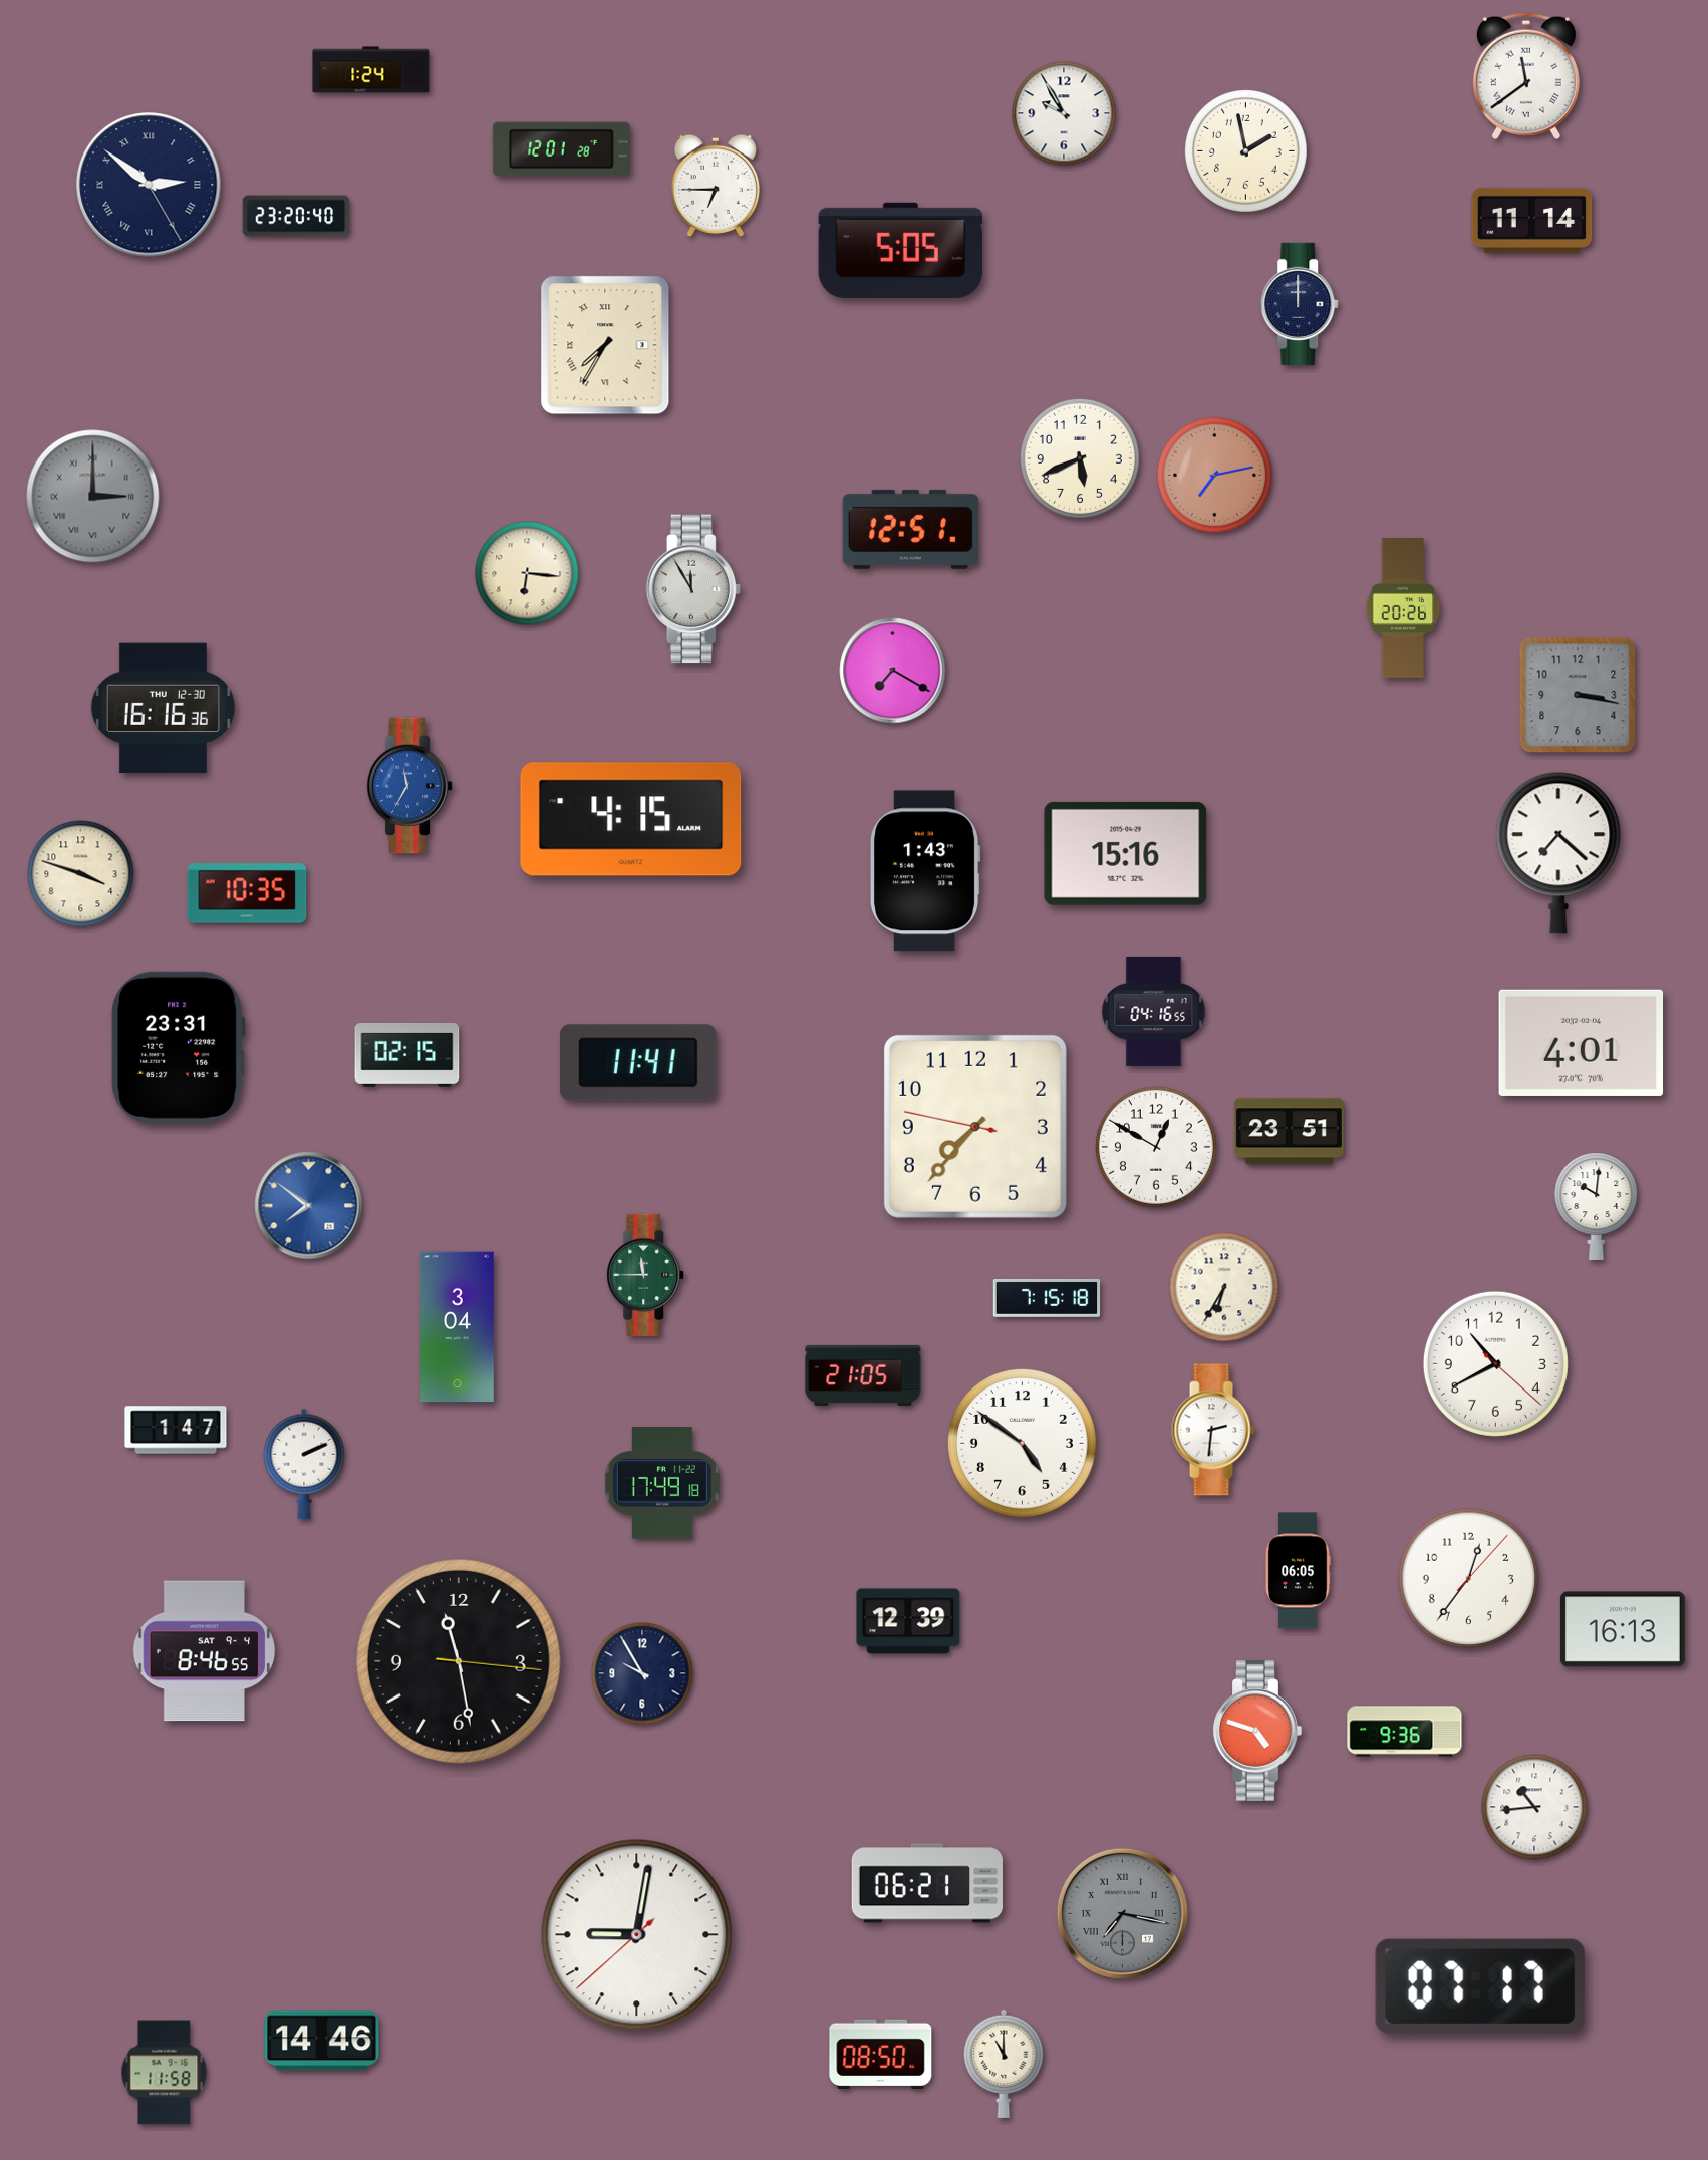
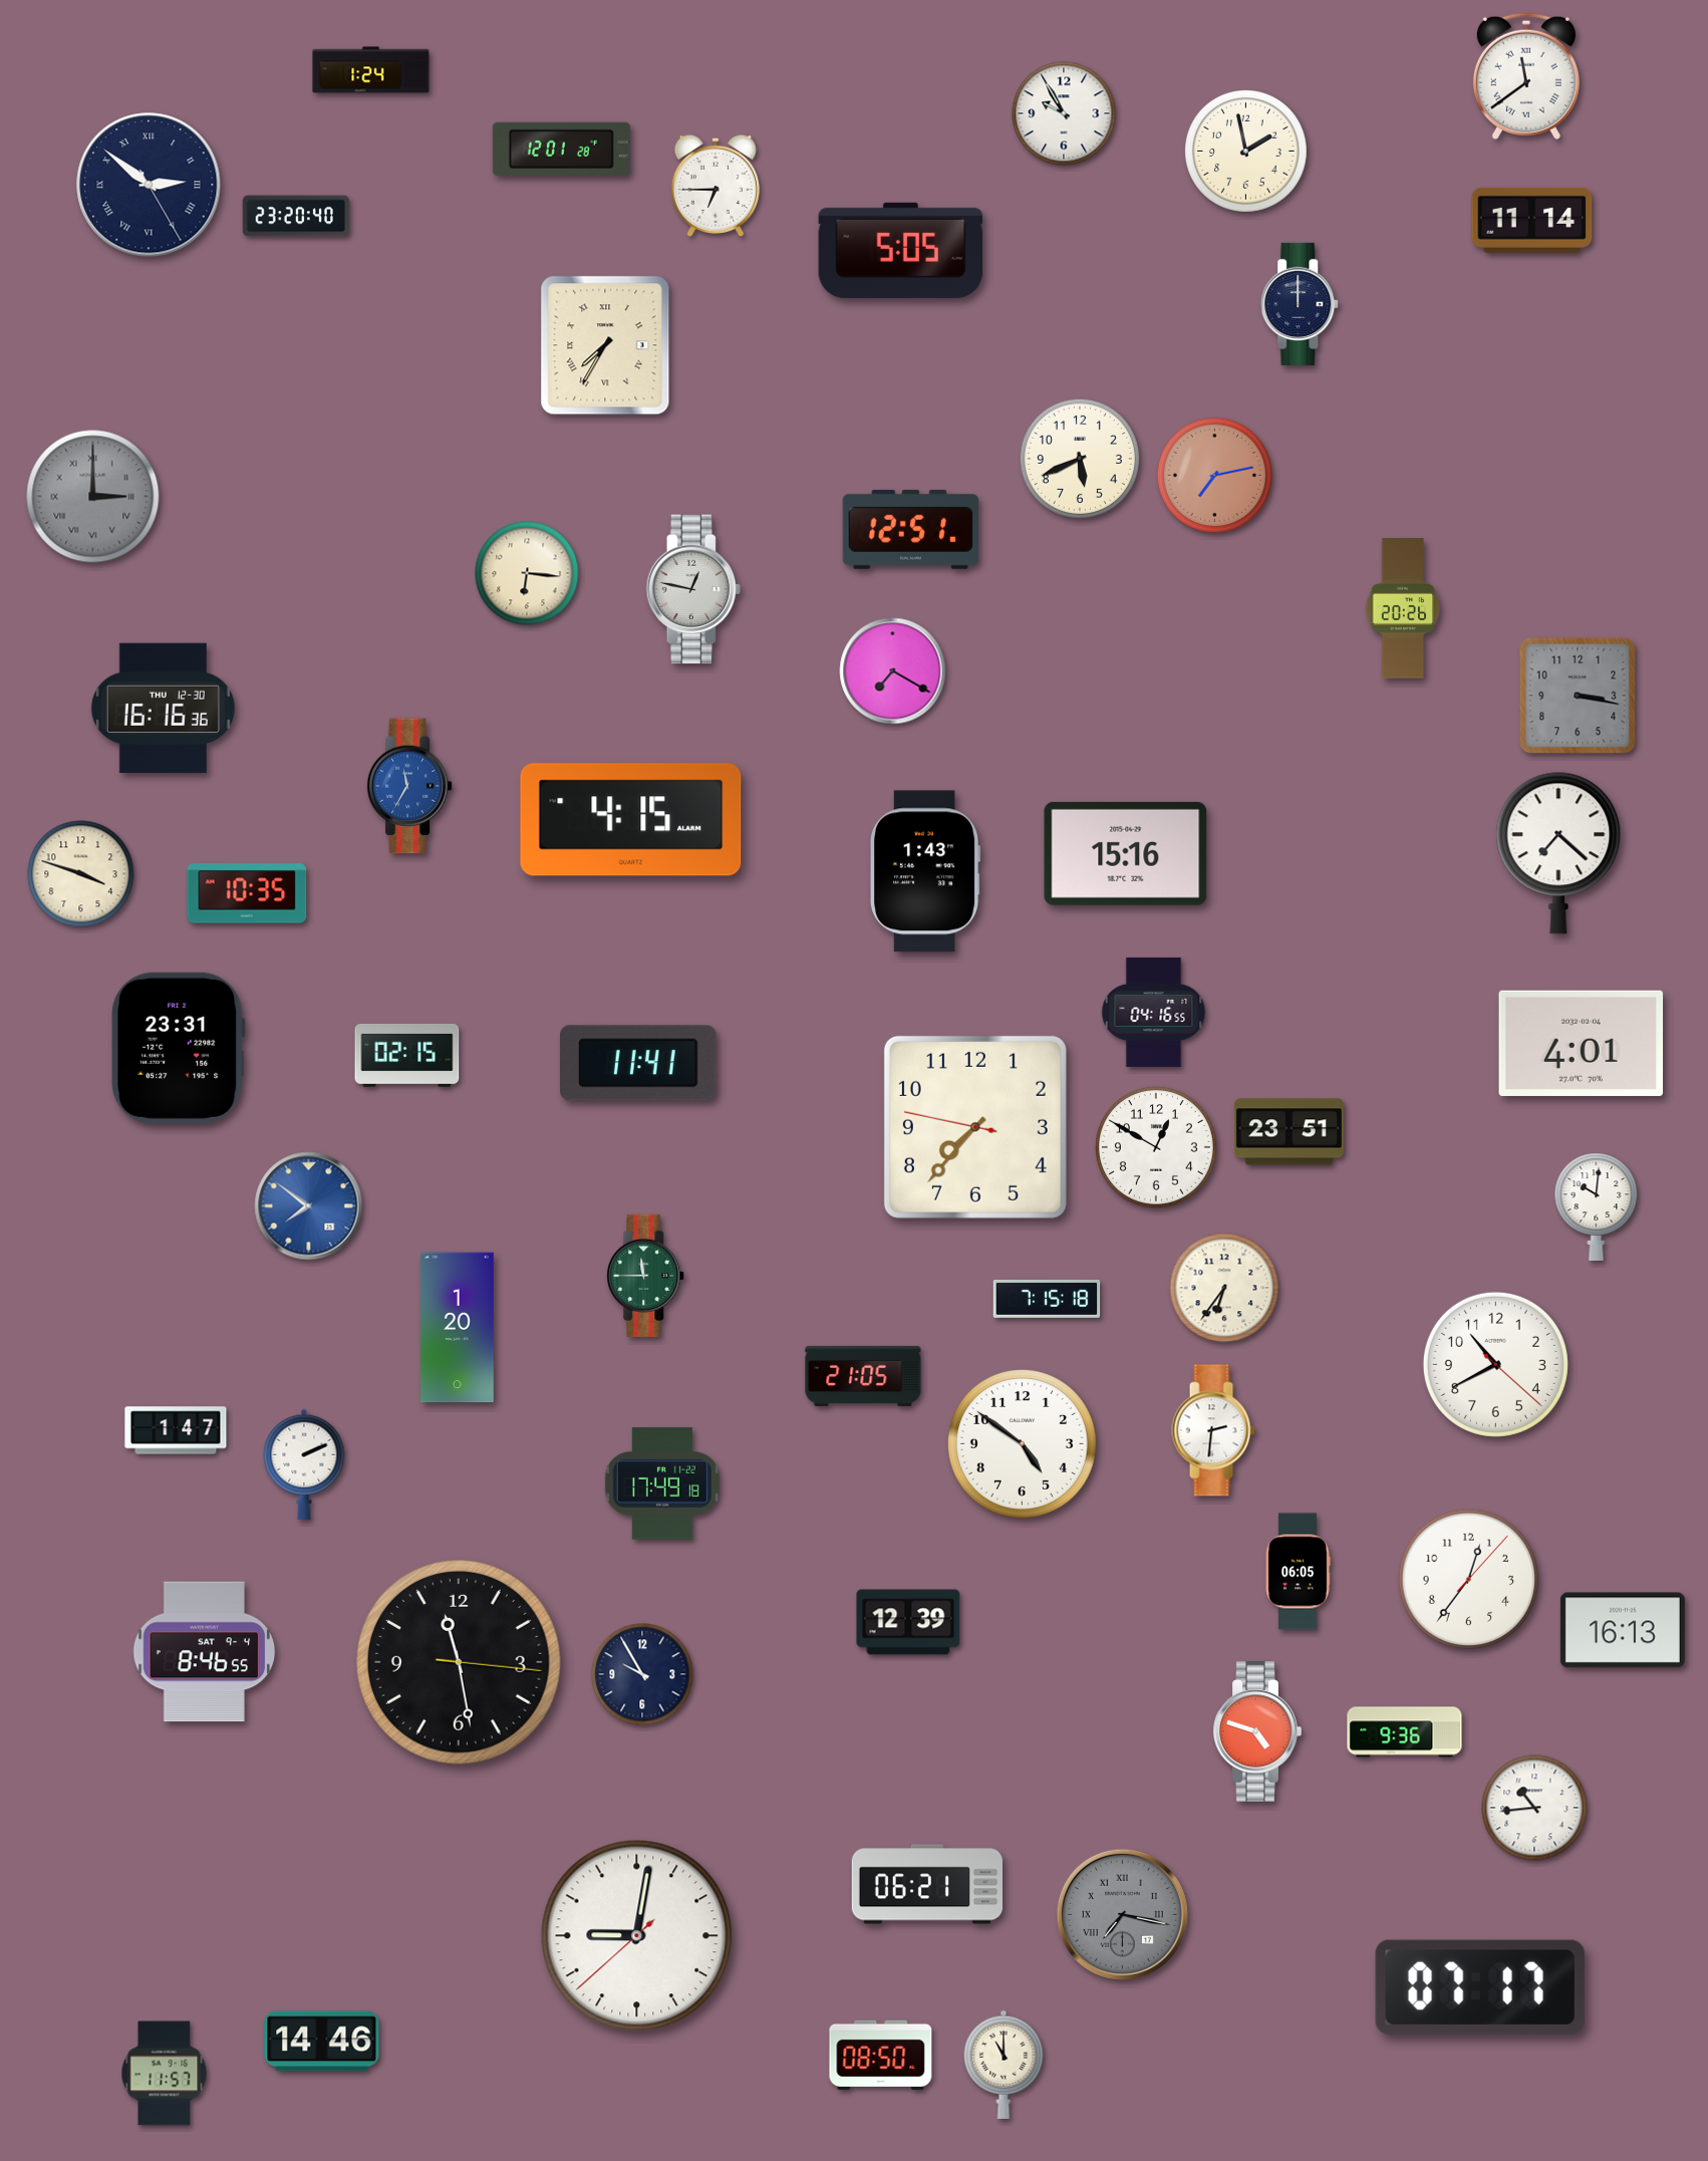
clock at (692, 589): 11:55 -> 12:47
clock at (1224, 1287): 6:35 -> 6:36
clock at (458, 1327): 3:04 -> 1:20
clock at (165, 2073): 11:58 -> 11:57
